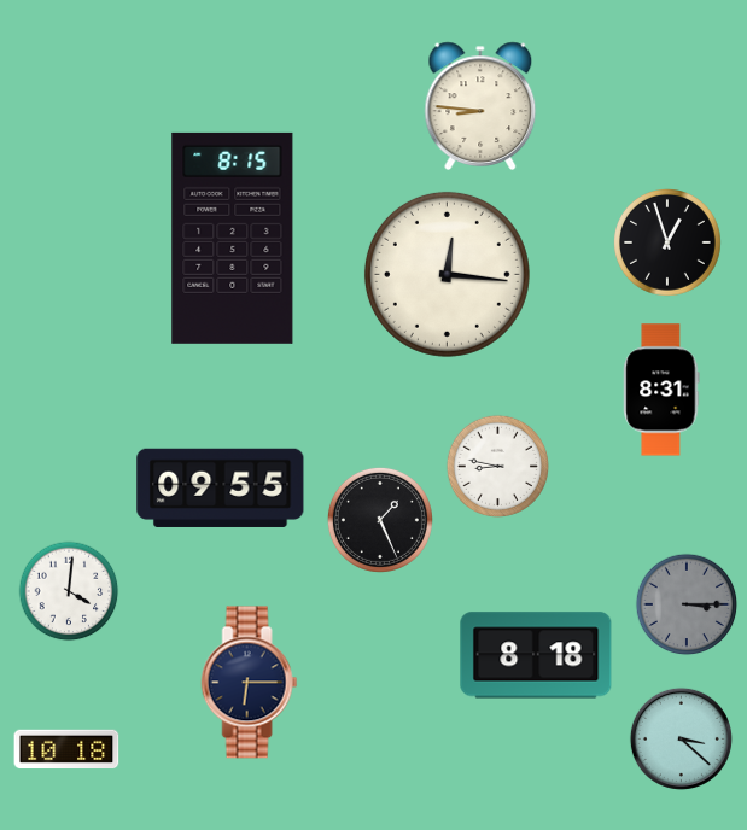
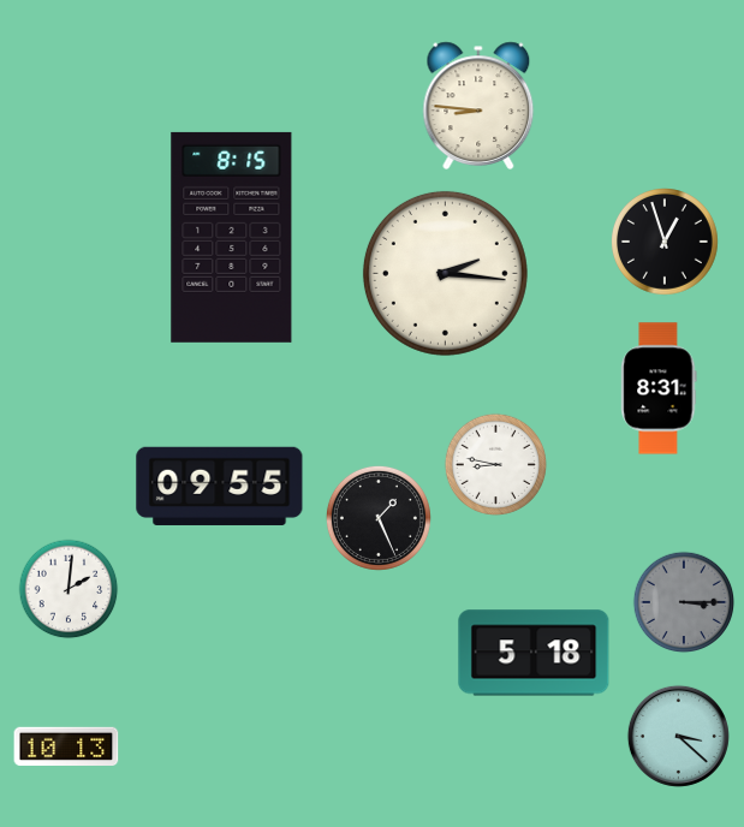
clock at (447, 274): 12:16 -> 2:16
clock at (69, 591): 4:01 -> 2:01
clock at (536, 655): 8:18 -> 5:18
clock at (250, 683): 6:15 -> none
clock at (66, 748): 10:18 -> 10:13
